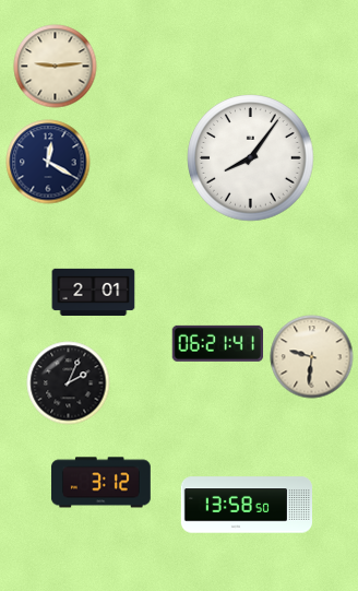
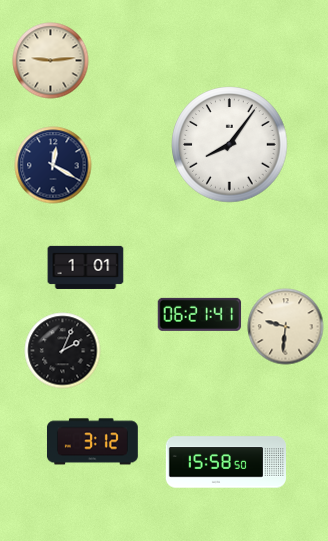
clock at (48, 162) position: (48, 162) -> (53, 165)
clock at (94, 292): 2:01 -> 1:01
clock at (246, 505): 13:58 -> 15:58
